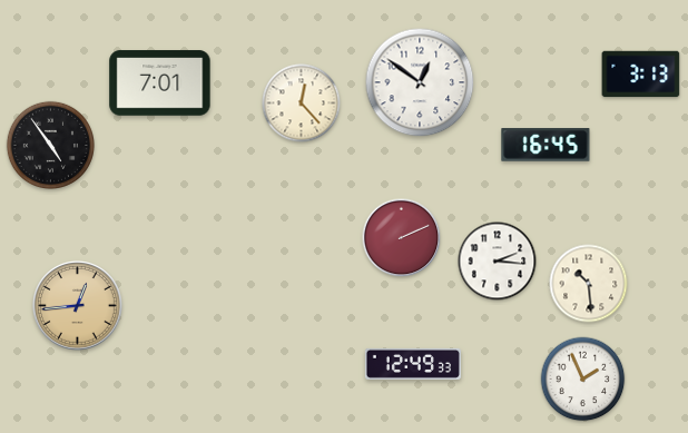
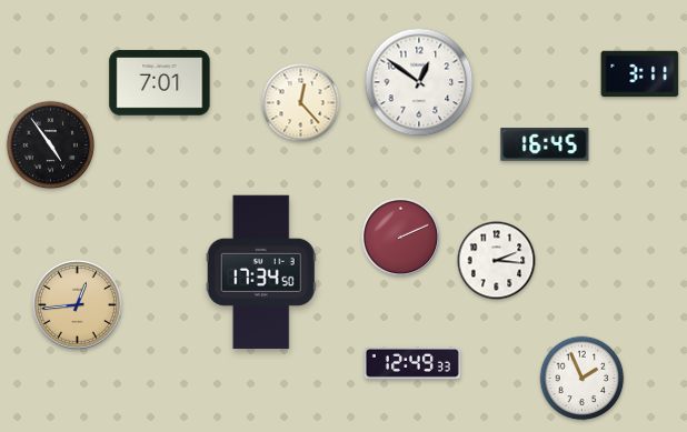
clock at (641, 75): 3:13 -> 3:11
clock at (261, 272): none -> 17:34
clock at (589, 284): 10:29 -> none
